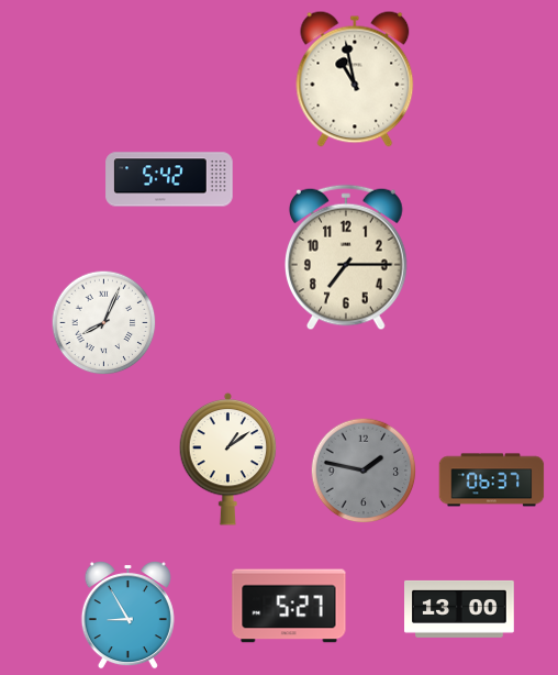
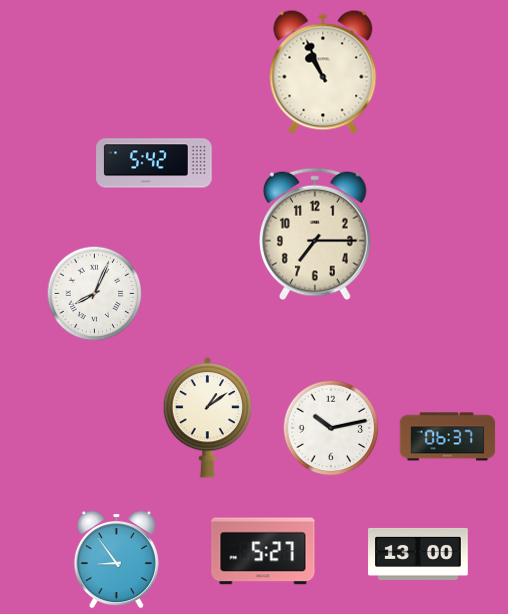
clock at (355, 79): 10:58 -> 10:56
clock at (364, 471): 1:47 -> 10:13
clock at (364, 471) dial: grey -> white
clock at (127, 615): 8:55 -> 8:54
